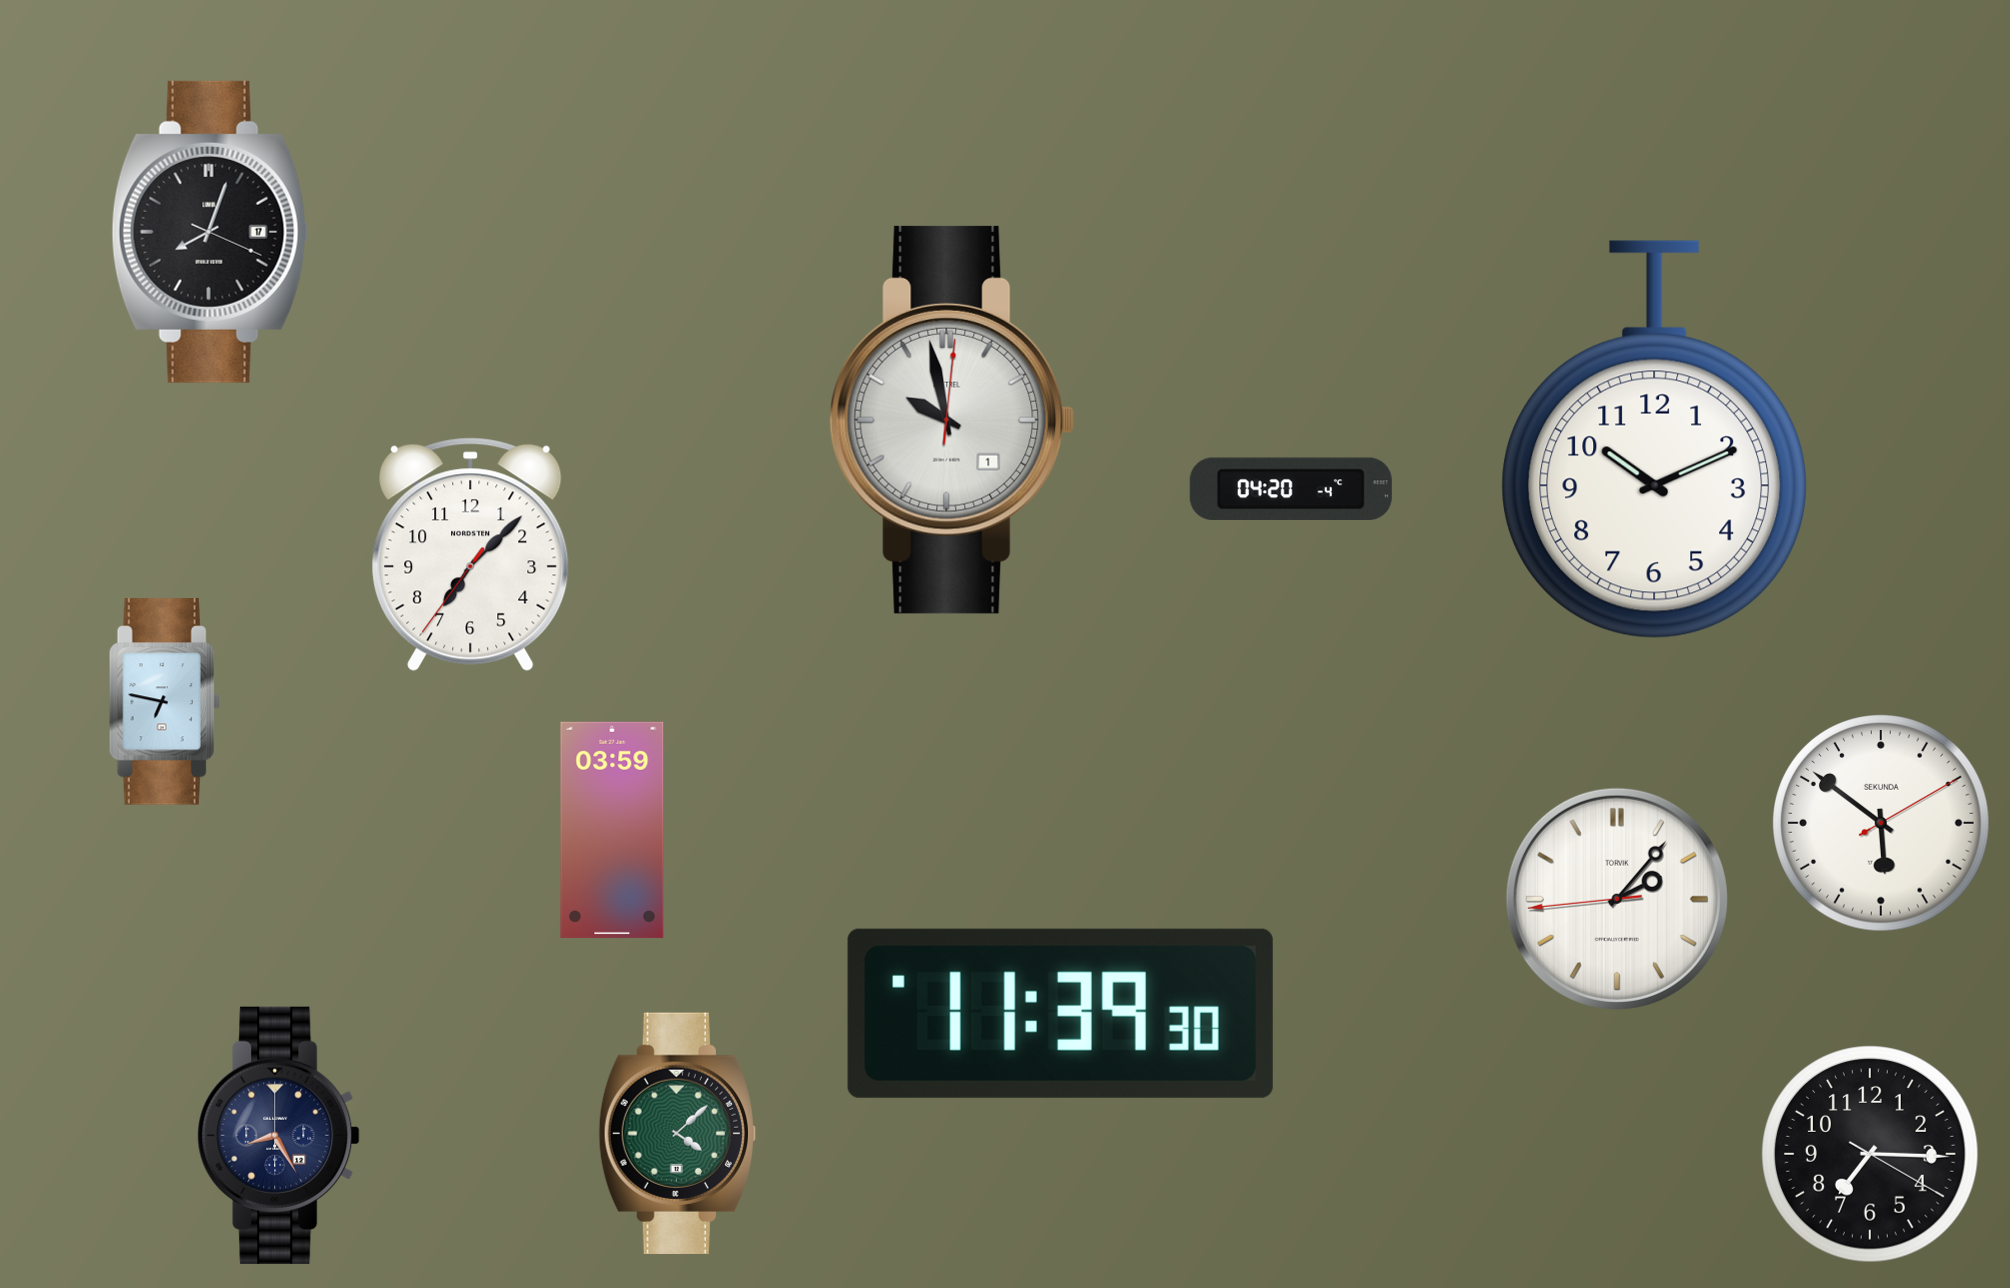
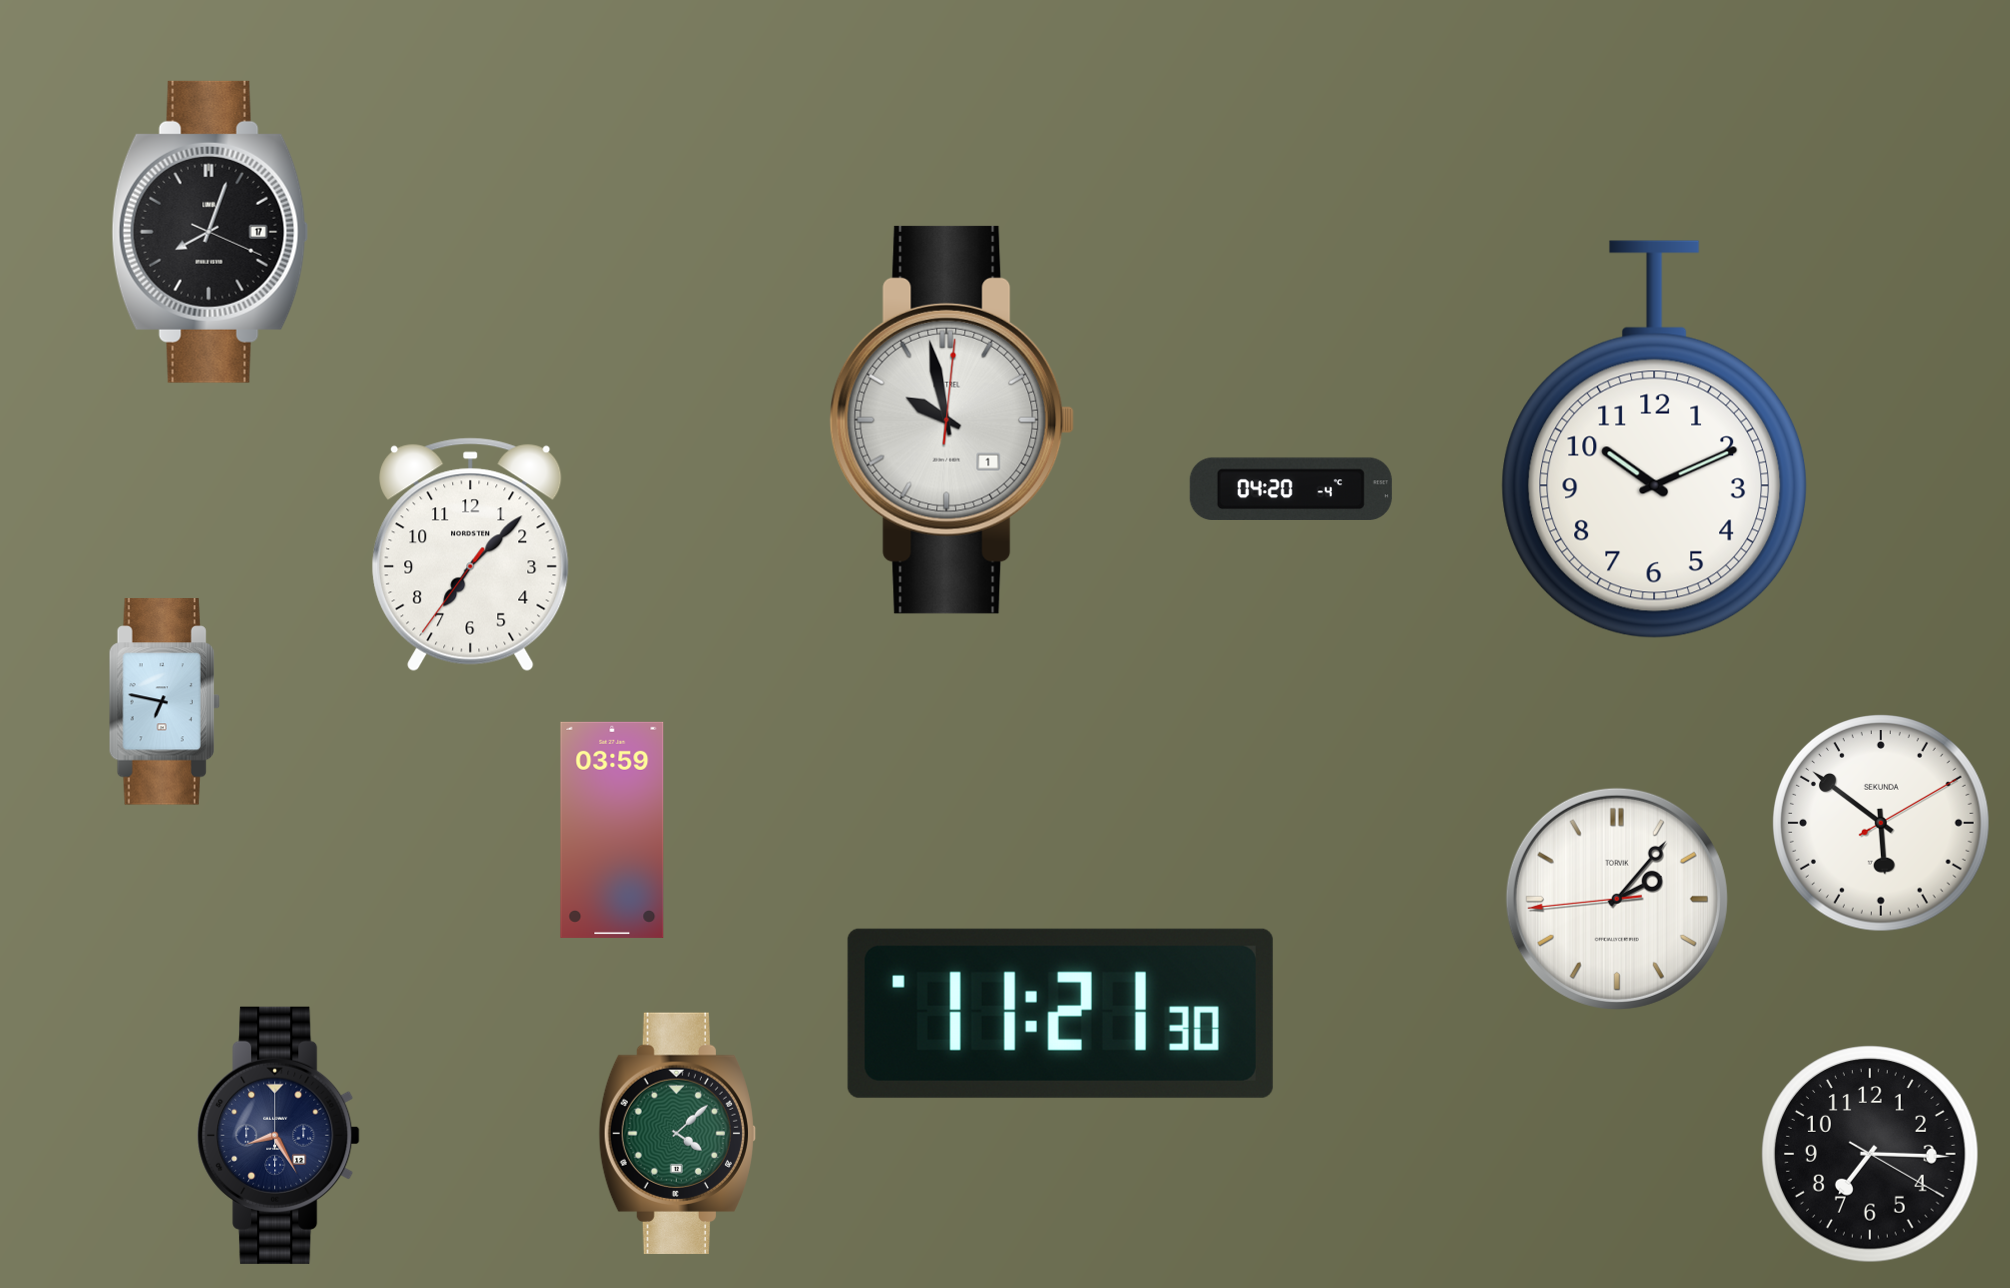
clock at (1060, 1013): 11:39 -> 11:21
